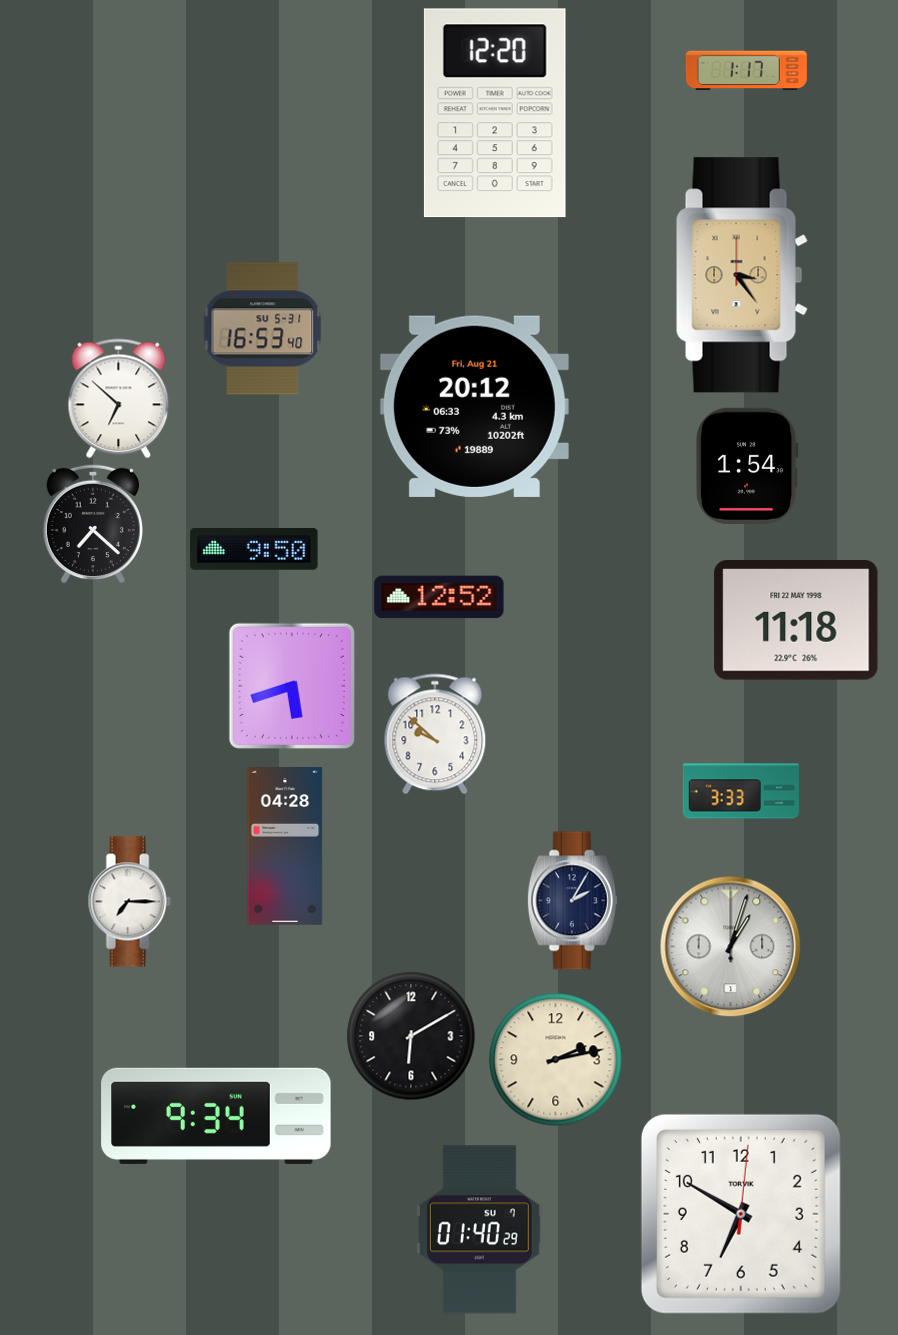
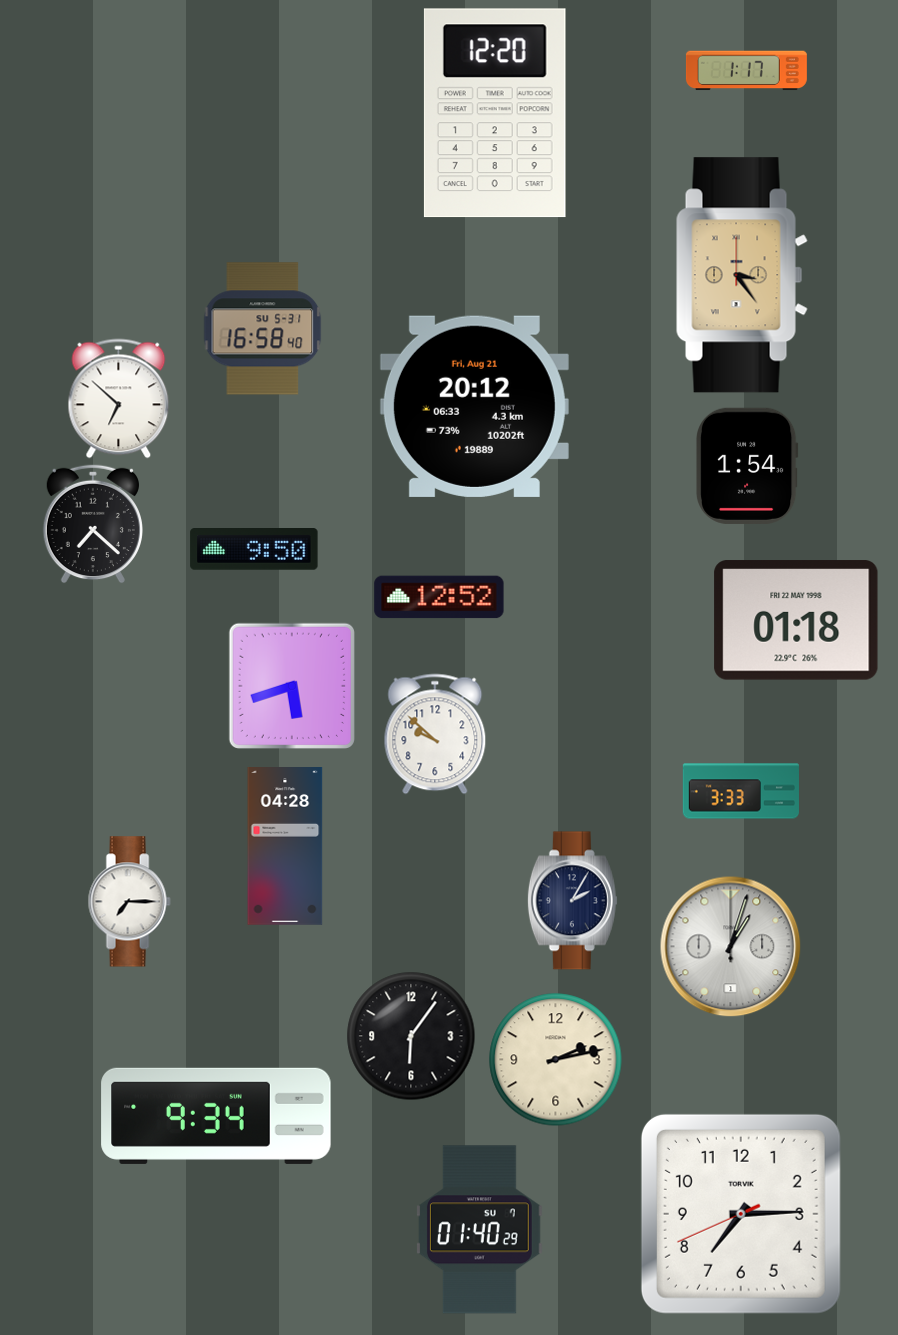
clock at (263, 329): 16:53 -> 16:58
clock at (796, 620): 11:18 -> 01:18
clock at (411, 1036): 6:10 -> 6:06
clock at (741, 1214): 6:50 -> 7:14
